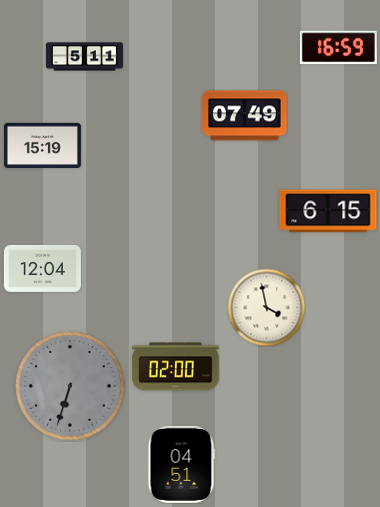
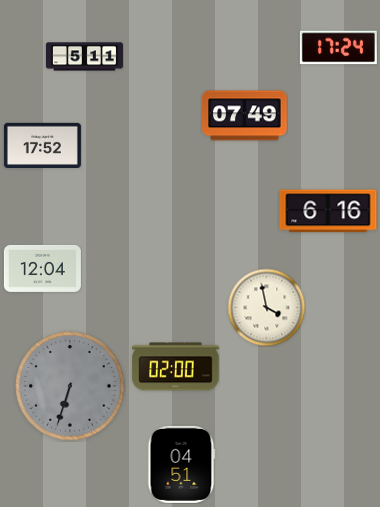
clock at (338, 48): 16:59 -> 17:24
clock at (42, 145): 15:19 -> 17:52
clock at (328, 211): 6:15 -> 6:16
